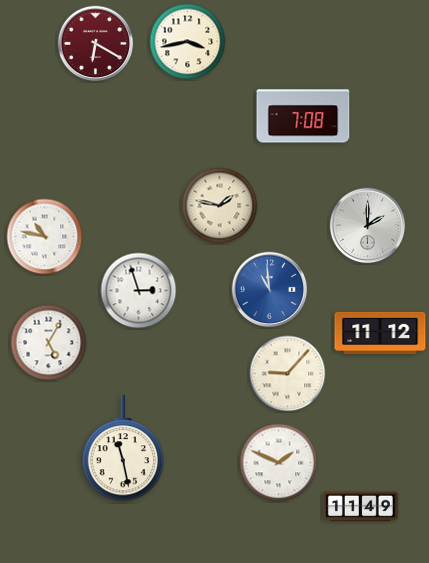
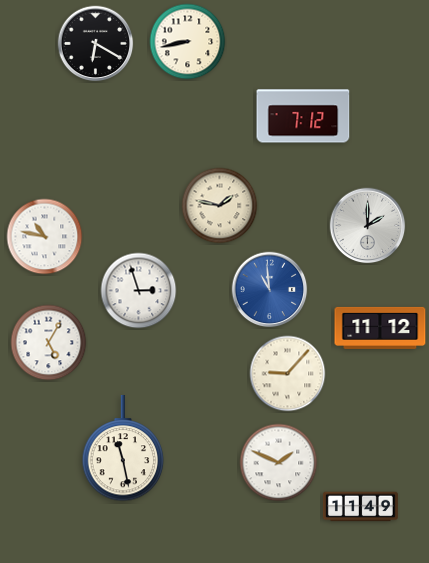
clock at (188, 42): 3:43 -> 8:43
clock at (96, 44) dial: burgundy -> black
clock at (303, 116): 7:08 -> 7:12
clock at (380, 333) position: (380, 333) -> (380, 328)
